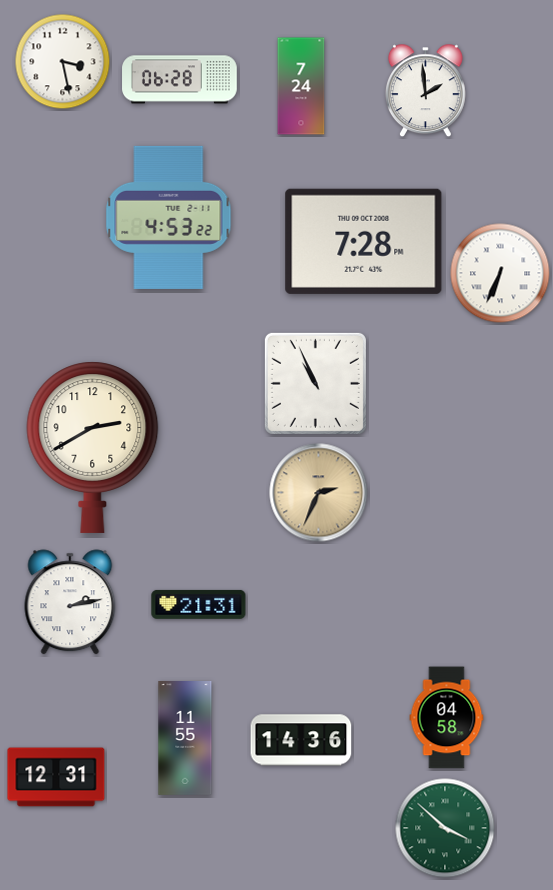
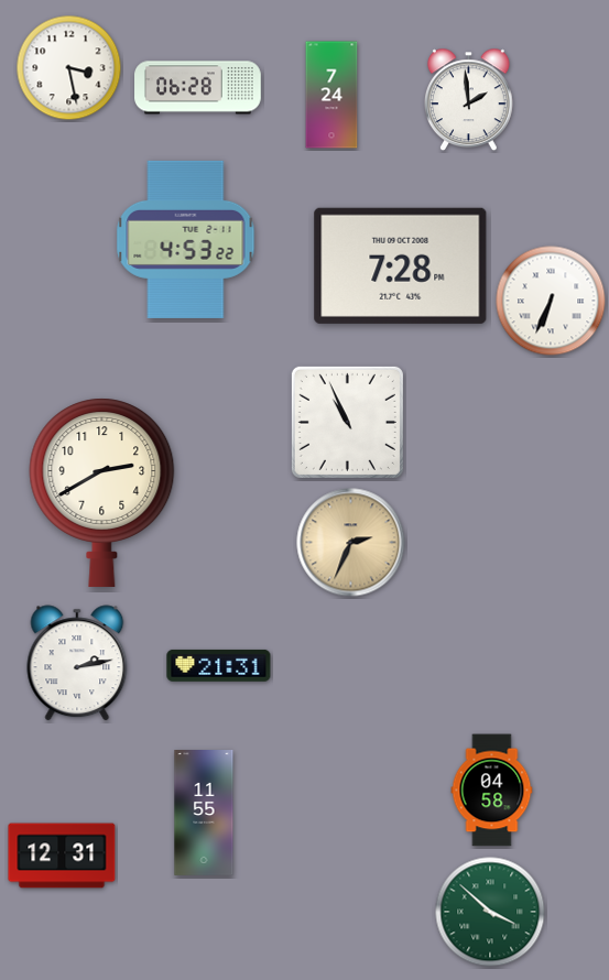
clock at (301, 740): 14:36 -> none
